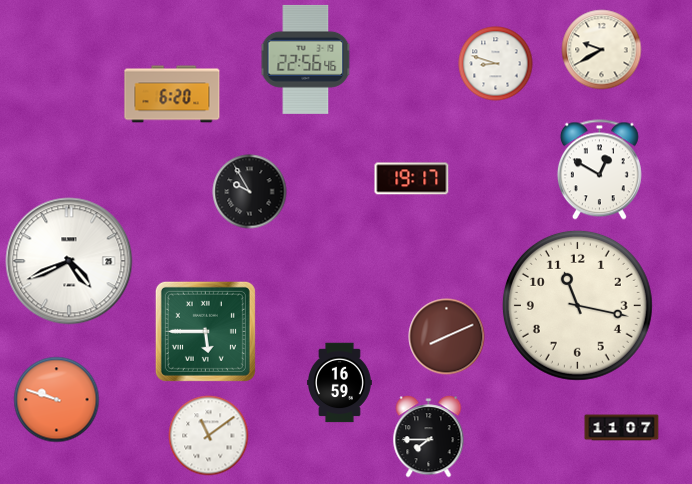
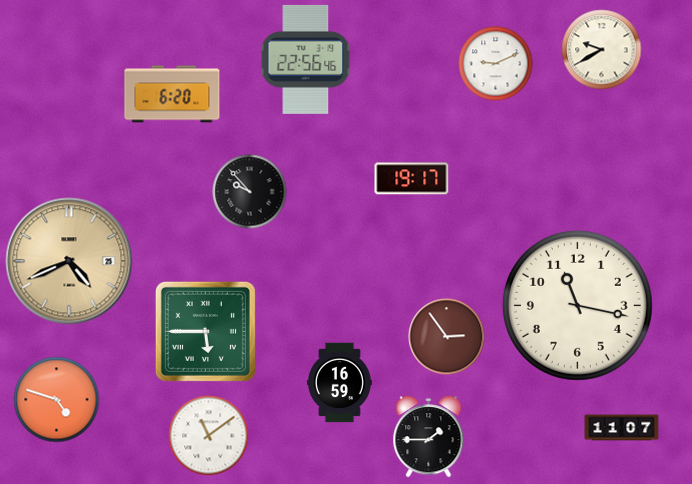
clock at (496, 64): 8:48 -> 9:11
clock at (599, 170): 12:50 -> none
clock at (250, 192): 9:55 -> 9:53
clock at (69, 261) dial: white -> champagne
clock at (447, 337): 8:11 -> 2:54
clock at (57, 400): 9:48 -> 4:48
clock at (429, 437): 7:45 -> 1:45
